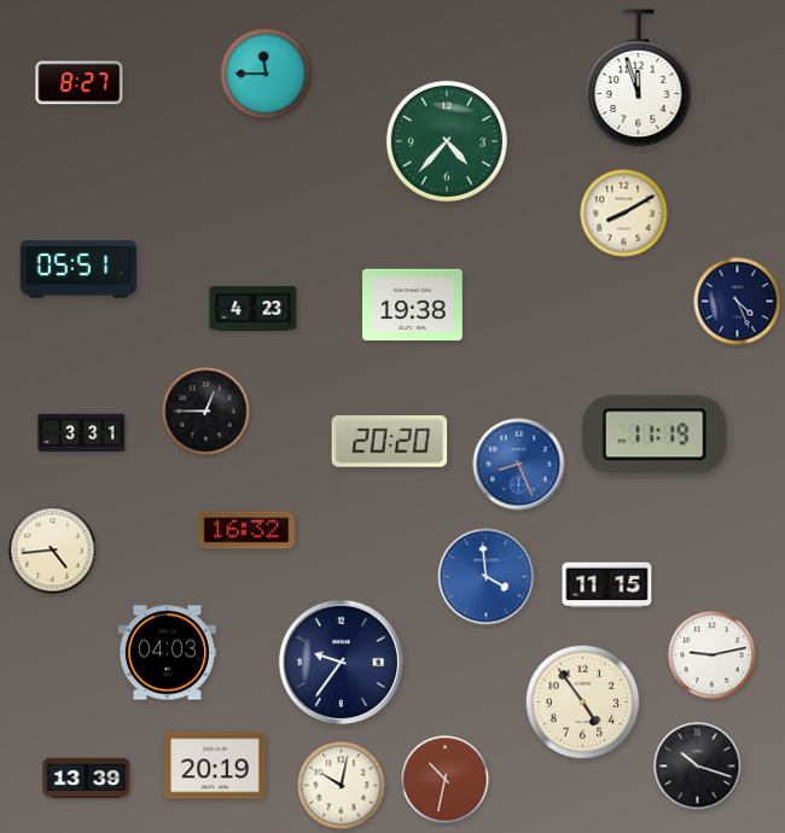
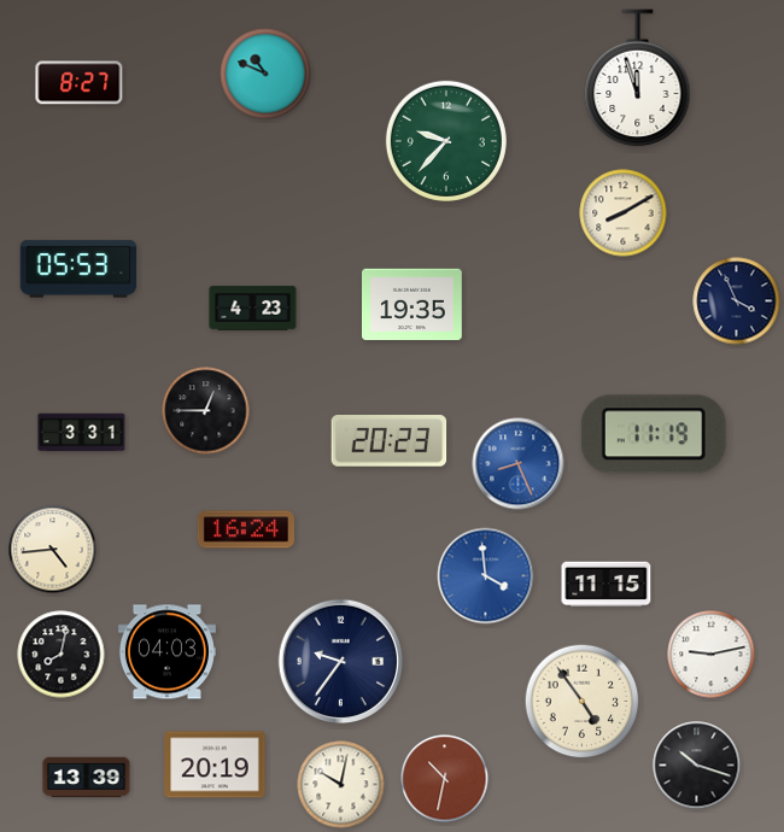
clock at (266, 74): 11:45 -> 10:49
clock at (447, 141): 4:37 -> 9:37
clock at (78, 269): 05:51 -> 05:53
clock at (738, 302): 4:26 -> 3:56
clock at (413, 305): 19:38 -> 19:35
clock at (390, 442): 20:20 -> 20:23
clock at (246, 530): 16:32 -> 16:24
clock at (62, 655): none -> 8:02
